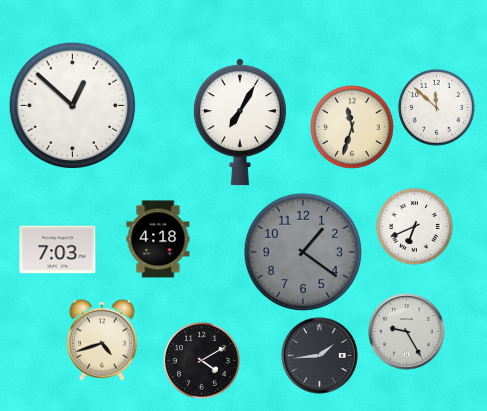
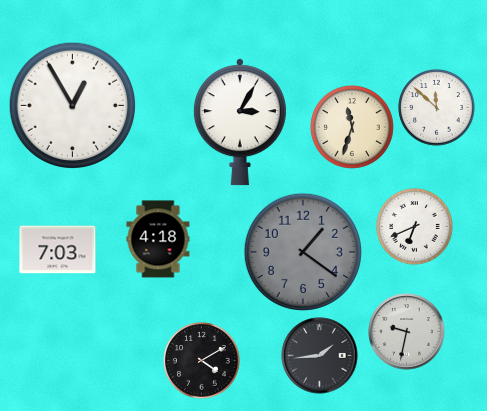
clock at (73, 106): 12:52 -> 12:55
clock at (240, 122): 7:05 -> 3:05
clock at (407, 332): 9:25 -> 9:32
clock at (102, 340): 4:42 -> none
